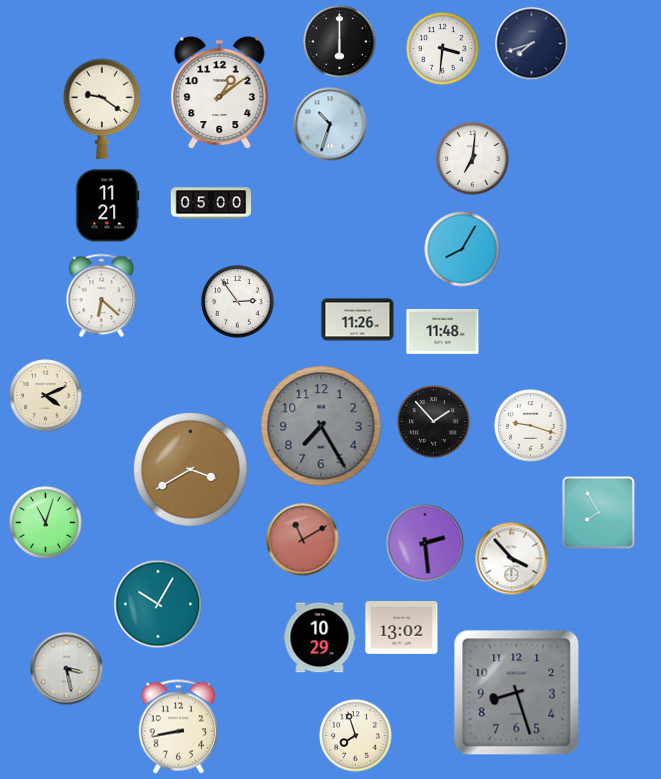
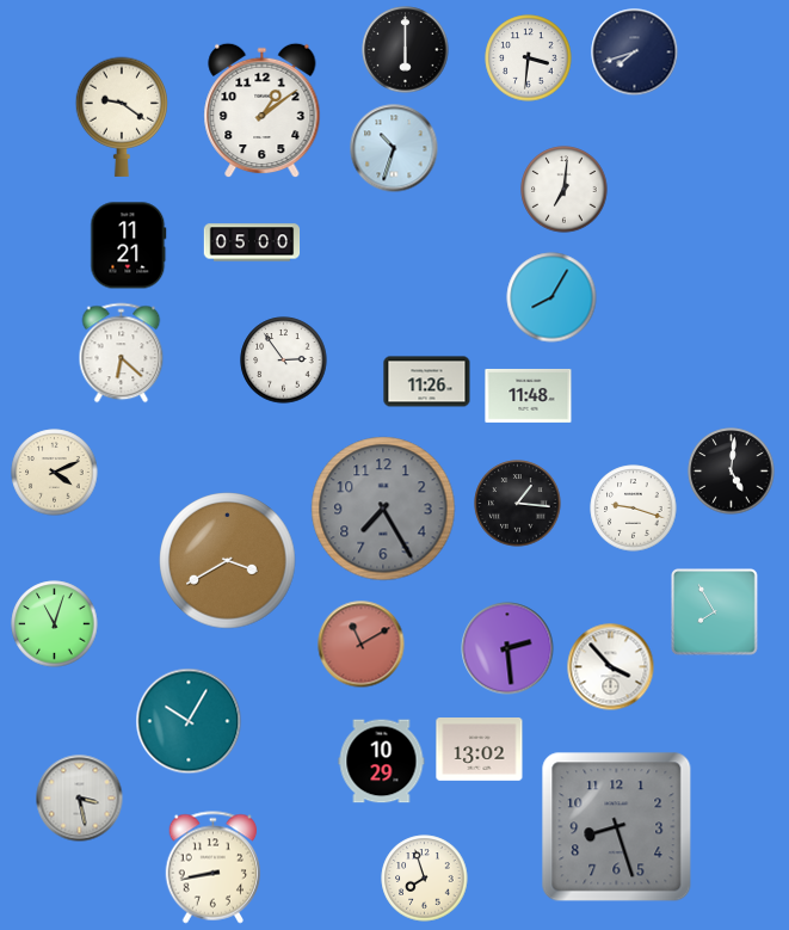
clock at (101, 109) position: (101, 109) -> (121, 117)
clock at (732, 472): none -> 5:01
clock at (434, 422): 1:53 -> 1:16
